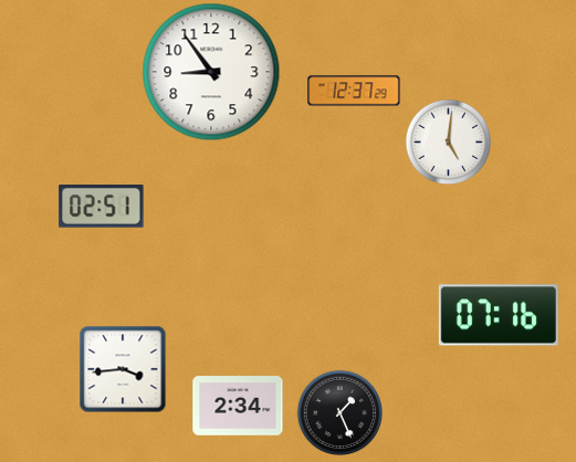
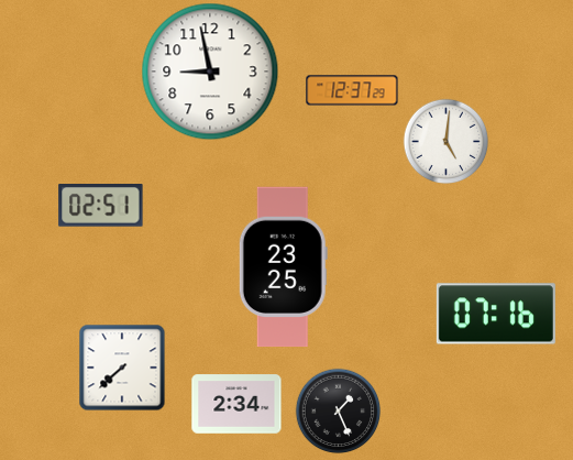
clock at (211, 72): 8:54 -> 8:58
clock at (283, 267): none -> 23:25
clock at (123, 369): 3:44 -> 7:38
